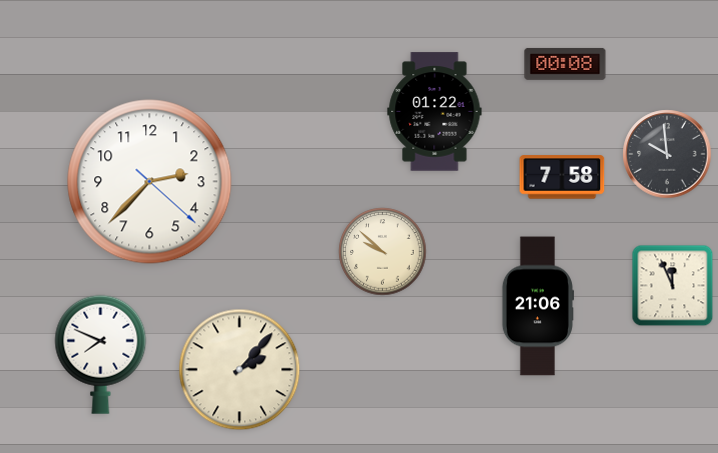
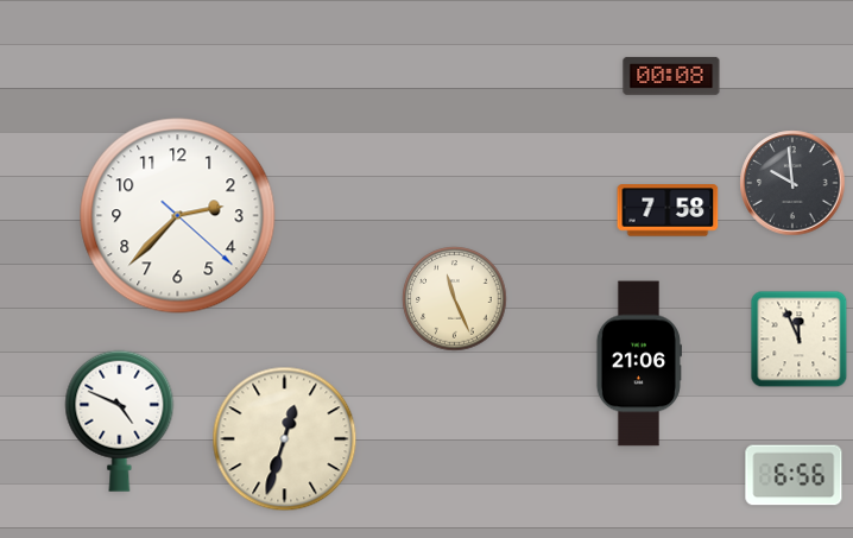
clock at (435, 112): 01:22 -> none
clock at (383, 252): 9:52 -> 11:26
clock at (101, 354): 7:49 -> 4:49
clock at (240, 370): 2:07 -> 12:33
clock at (794, 475): none -> 6:56
